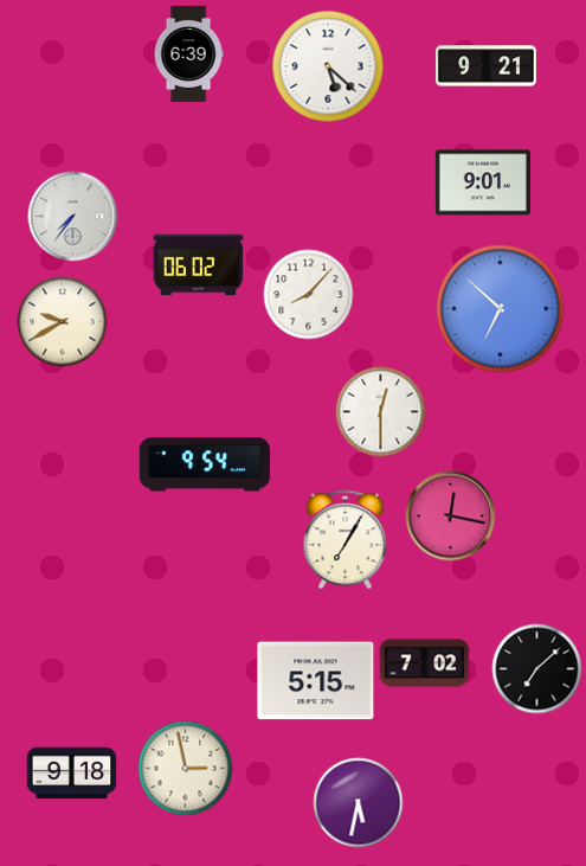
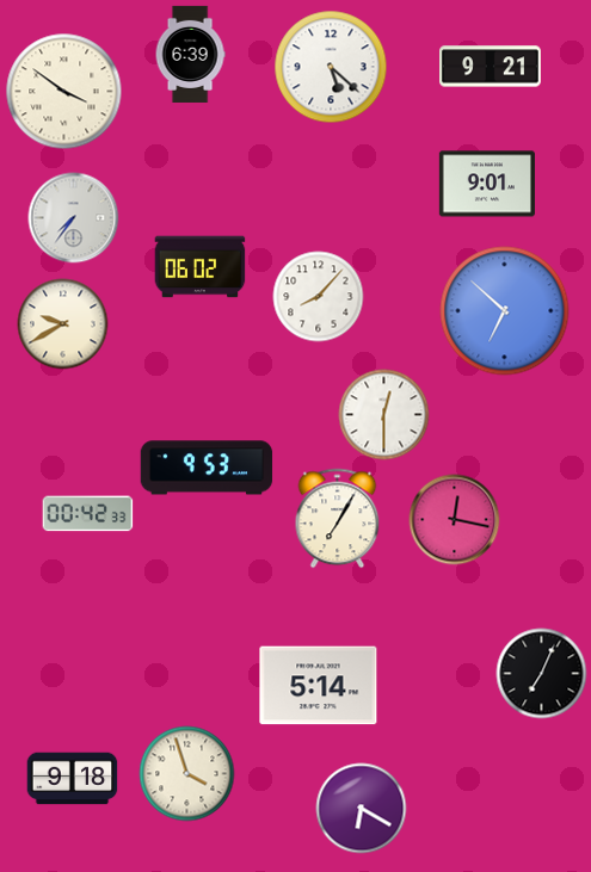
clock at (64, 92): none -> 3:51
clock at (309, 295) position: (309, 295) -> (319, 297)
clock at (205, 464): 9:54 -> 9:53
clock at (88, 514): none -> 00:42
clock at (346, 540) position: (346, 540) -> (338, 519)
clock at (425, 663): 7:02 -> none
clock at (537, 669): 7:08 -> 7:04
clock at (316, 681): 5:15 -> 5:14
clock at (186, 769): 2:58 -> 3:57
clock at (359, 803): 5:32 -> 6:20
